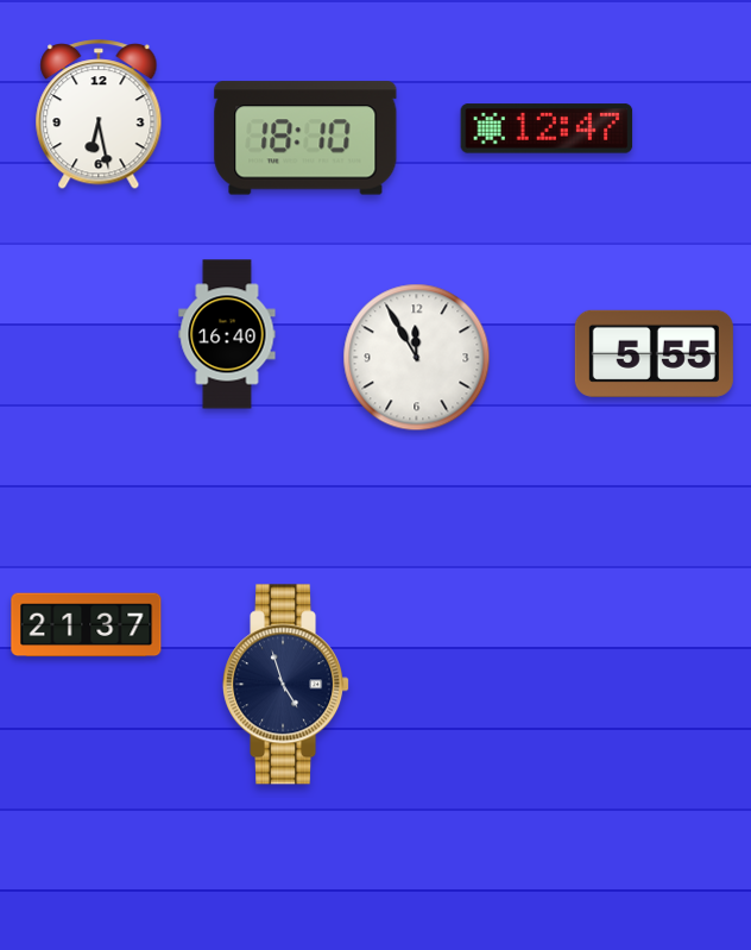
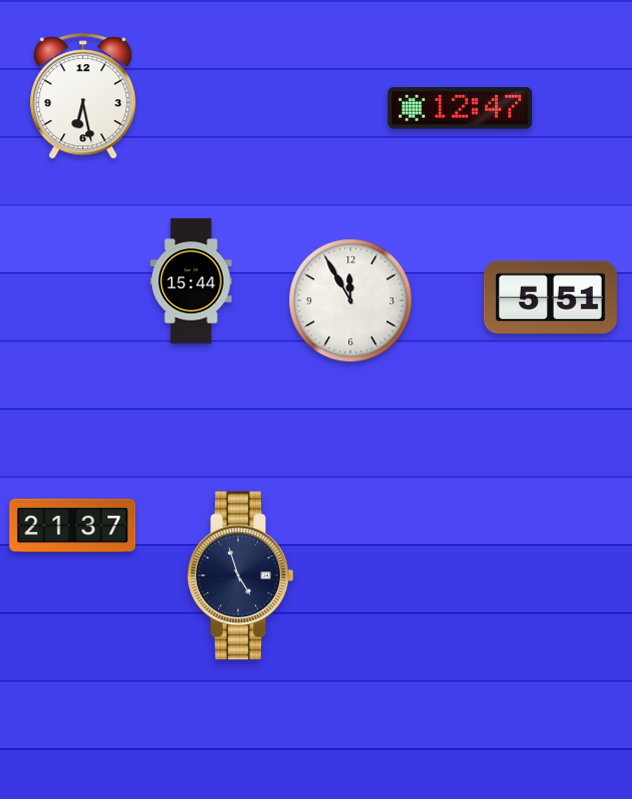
clock at (305, 138): 18:10 -> none
clock at (227, 334): 16:40 -> 15:44
clock at (654, 353): 5:55 -> 5:51
